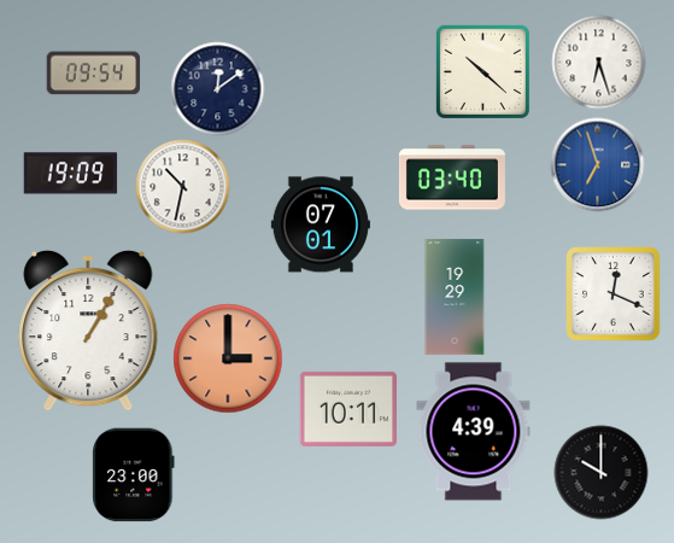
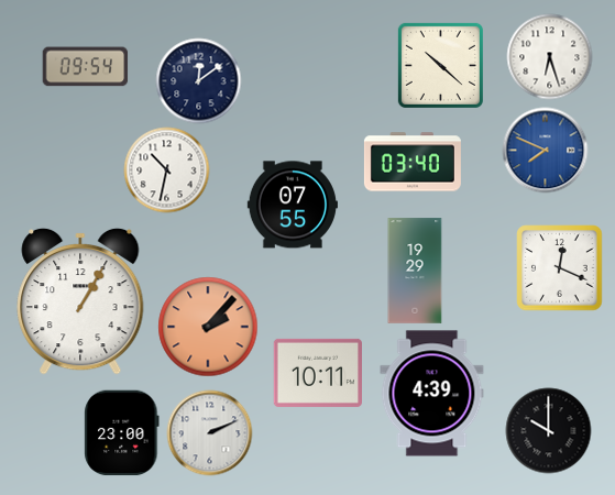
clock at (598, 62) position: (598, 62) -> (549, 56)
clock at (597, 164): 6:57 -> 7:49
clock at (70, 174): 19:09 -> none
clock at (320, 224): 07:01 -> 07:55
clock at (228, 358): 3:00 -> 2:07
clock at (209, 432): none -> 2:11
